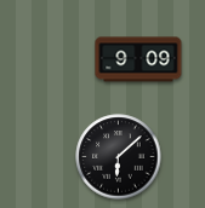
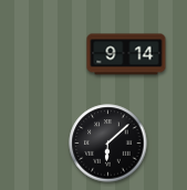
clock at (138, 59): 9:09 -> 9:14
